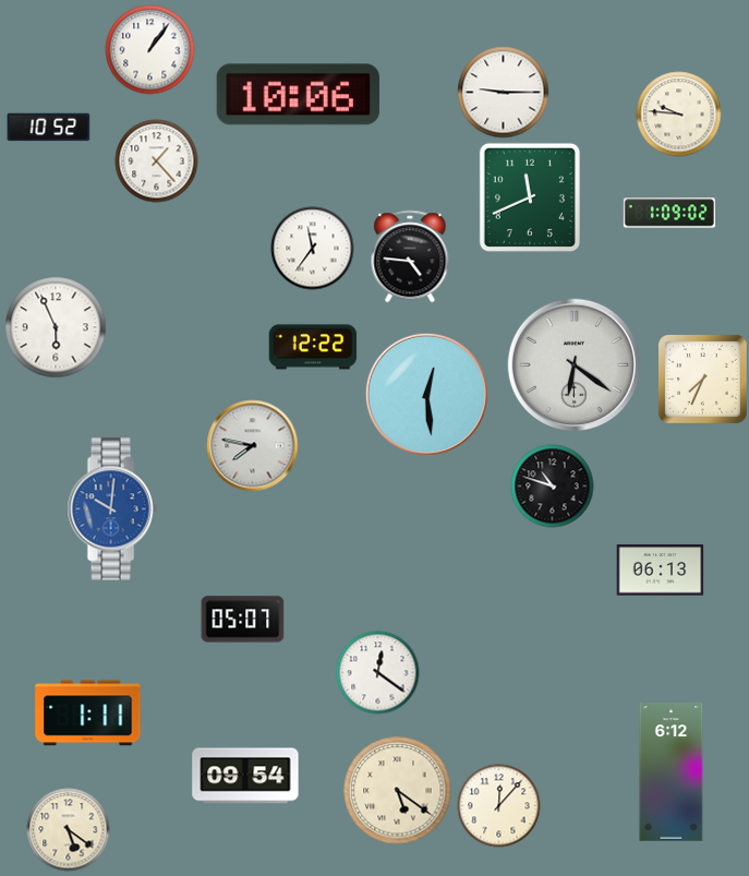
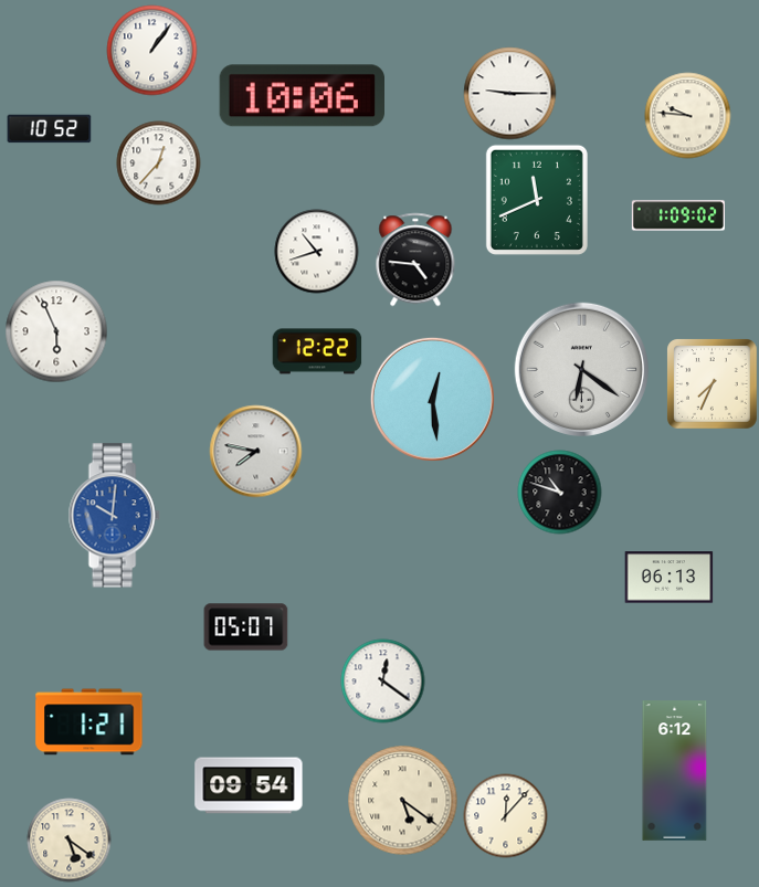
clock at (157, 161): 1:23 -> 12:37
clock at (313, 249): 11:36 -> 10:42
clock at (88, 713): 1:11 -> 1:21
clock at (672, 772) position: (672, 772) -> (675, 771)
